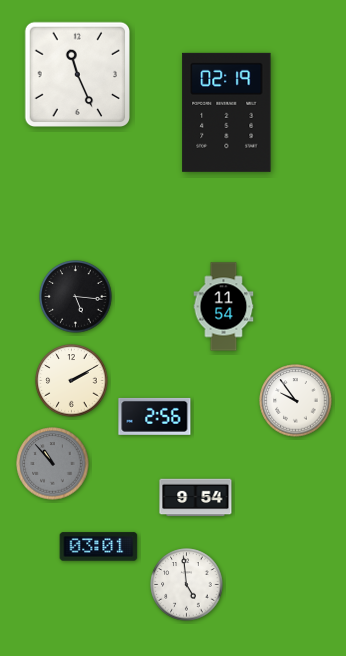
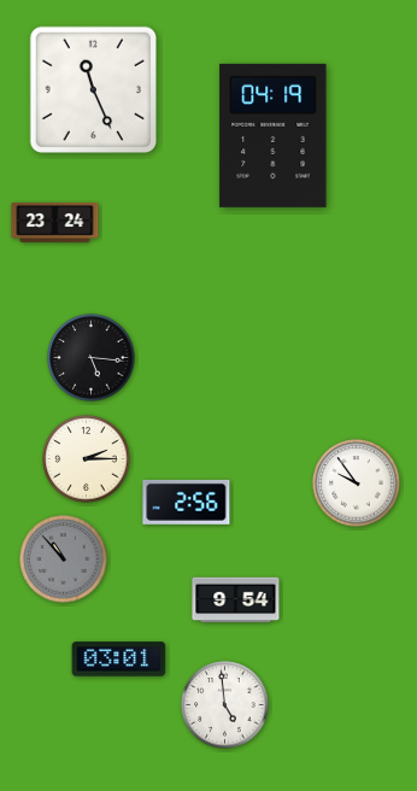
clock at (227, 112): 02:19 -> 04:19
clock at (55, 222): none -> 23:24
clock at (224, 307): 11:54 -> none
clock at (72, 381): 2:10 -> 2:15
